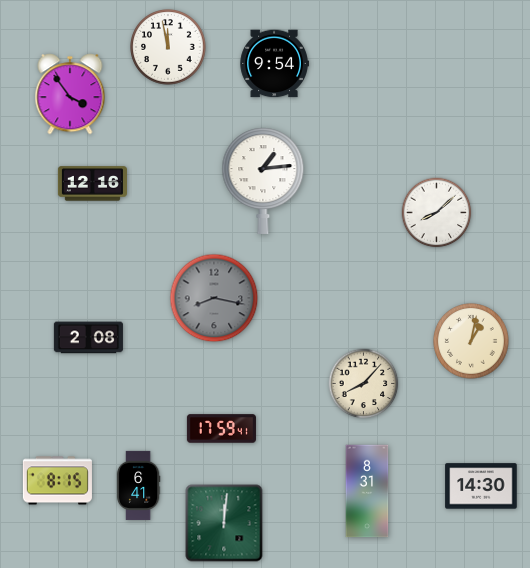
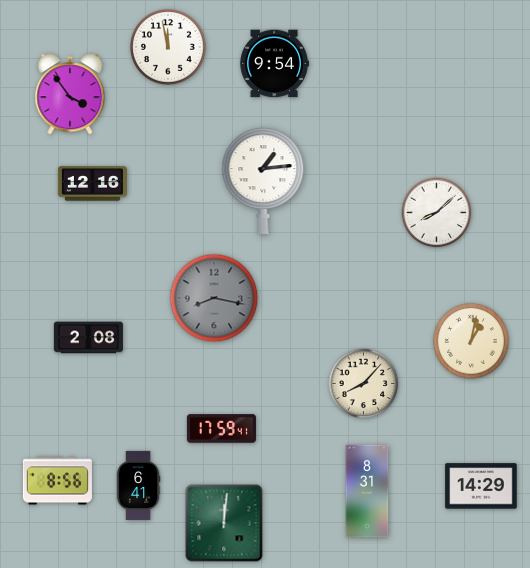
clock at (57, 481): 8:15 -> 8:56
clock at (481, 486): 14:30 -> 14:29
